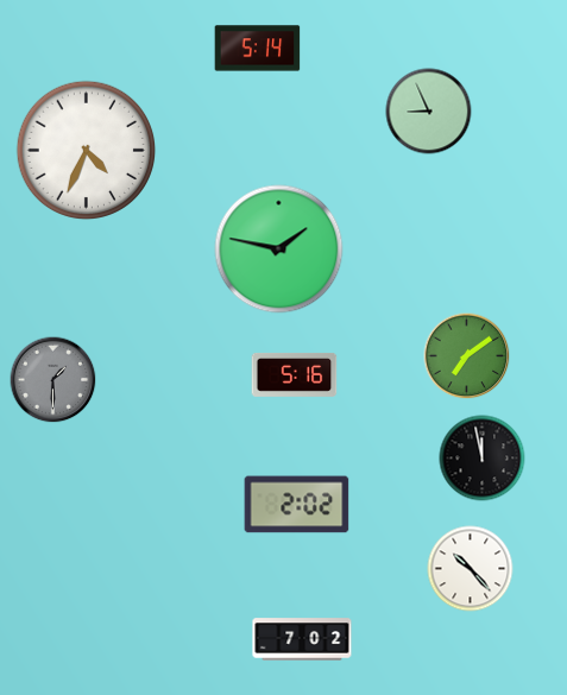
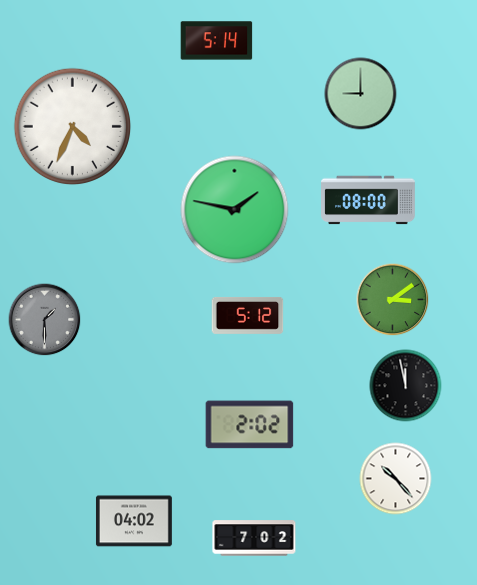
clock at (429, 112): 8:56 -> 9:00
clock at (368, 200): none -> 08:00
clock at (467, 356): 7:09 -> 3:09
clock at (295, 374): 5:16 -> 5:12
clock at (134, 521): none -> 04:02
